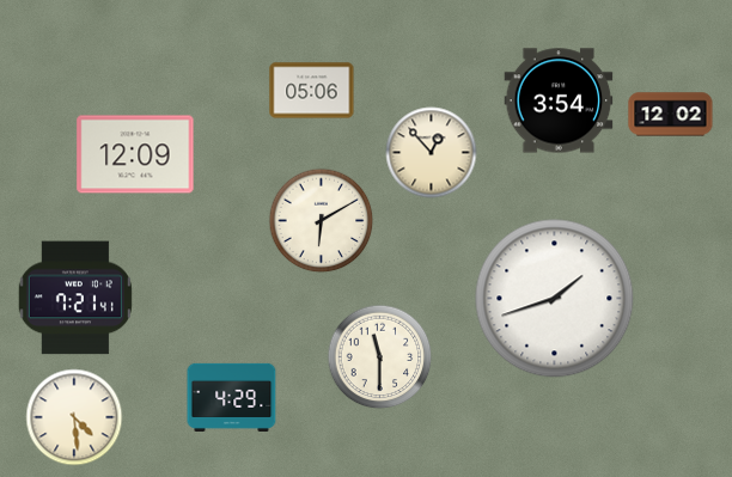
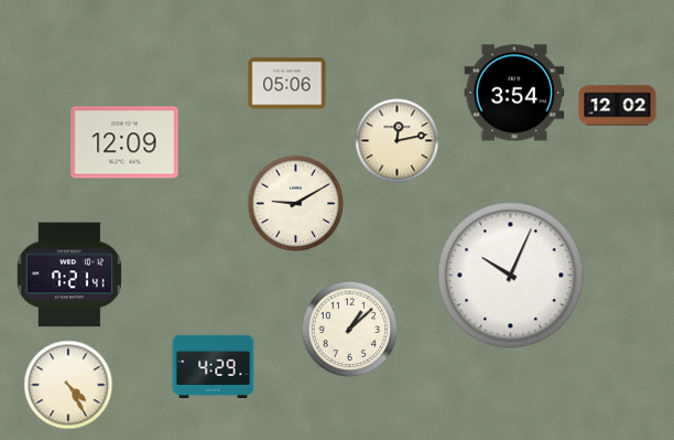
clock at (432, 153): 12:53 -> 12:13
clock at (322, 221): 6:10 -> 9:10
clock at (555, 299): 1:42 -> 10:04
clock at (380, 357): 11:30 -> 1:08
clock at (74, 417): 4:29 -> 4:25
